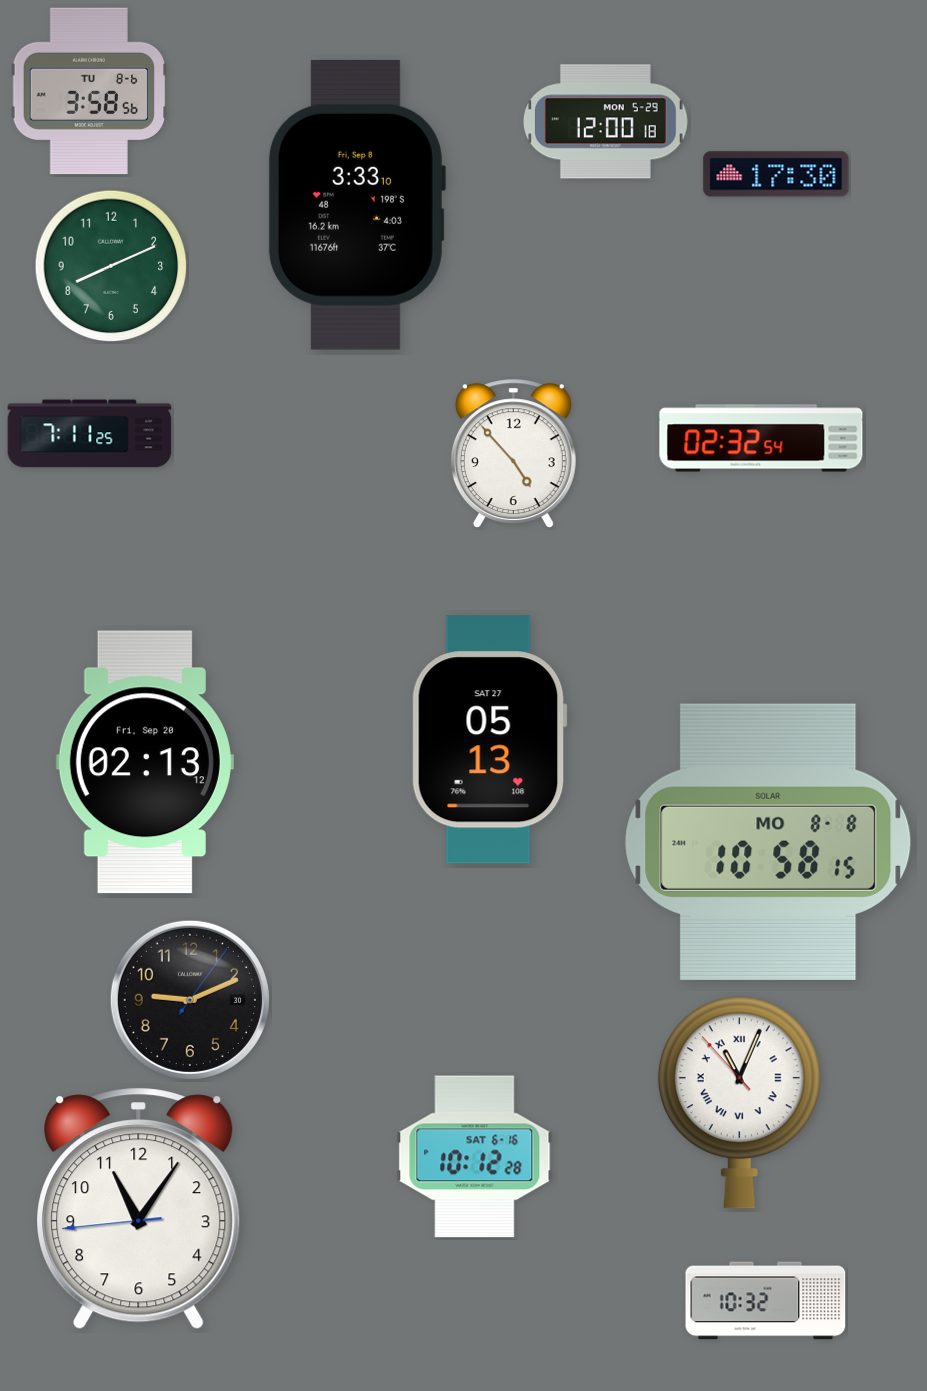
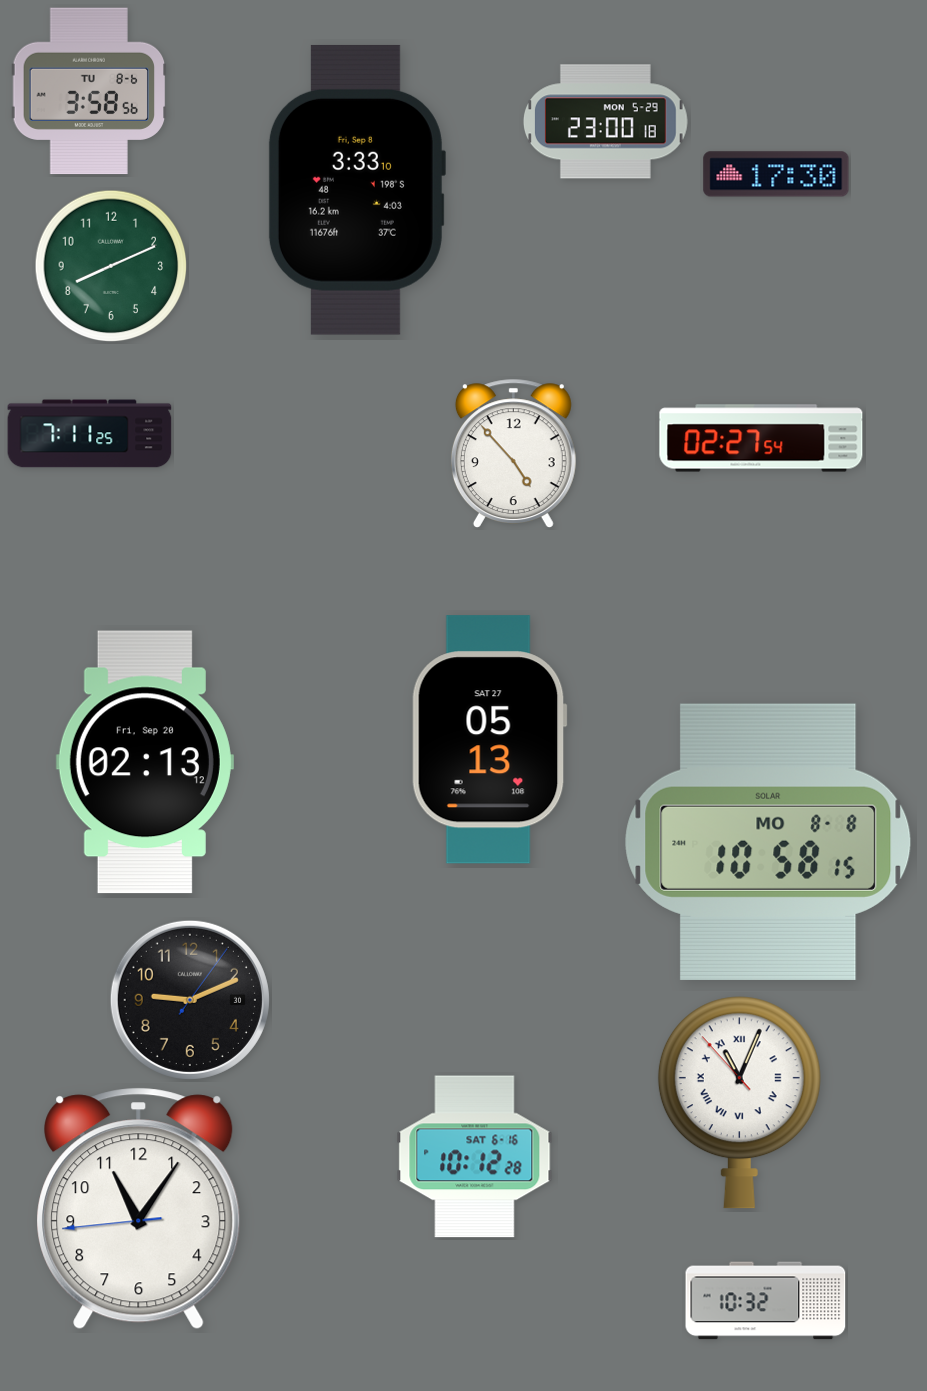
clock at (605, 122): 12:00 -> 23:00
clock at (356, 205) position: (356, 205) -> (356, 190)
clock at (761, 438): 02:32 -> 02:27
